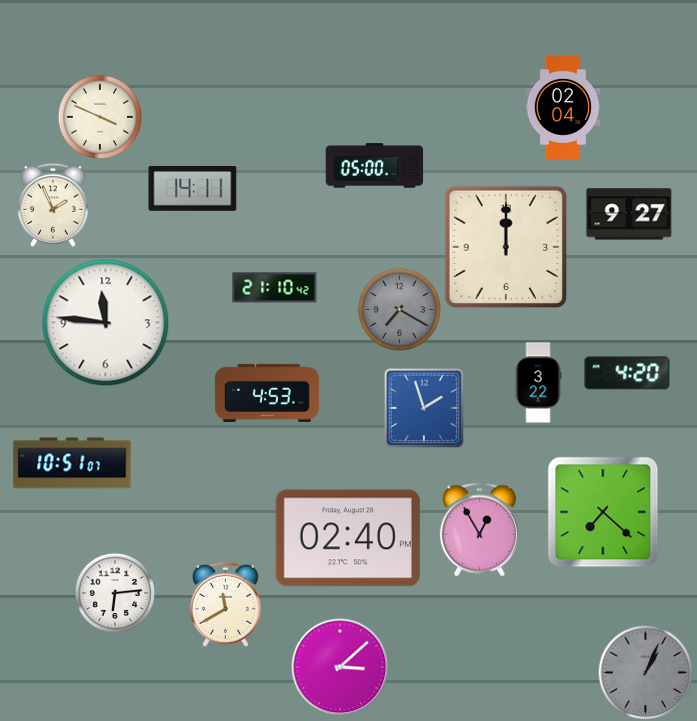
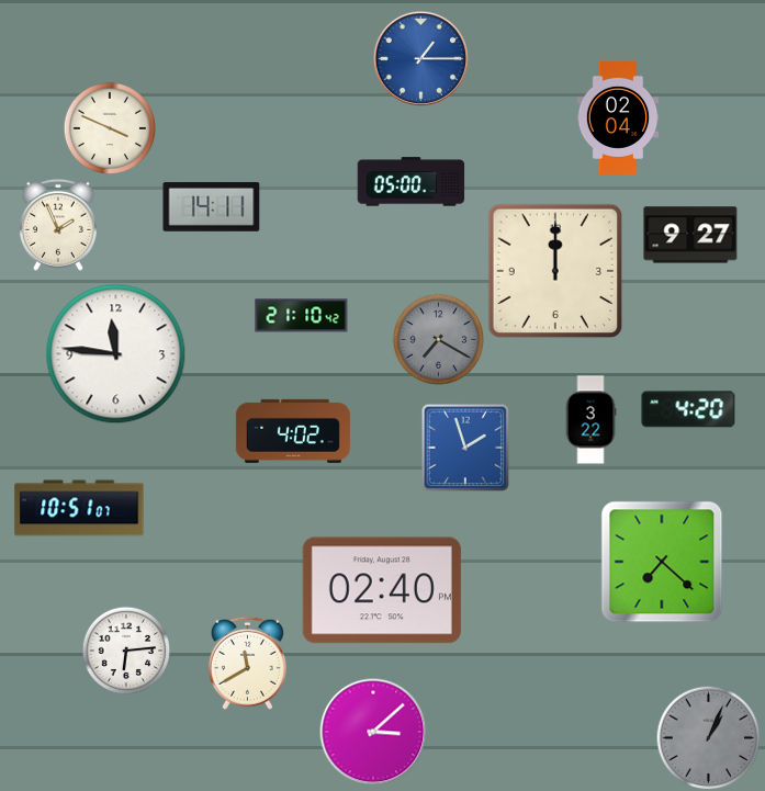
clock at (420, 58): none -> 1:15
clock at (267, 393): 4:53 -> 4:02
clock at (479, 530): 12:55 -> none
